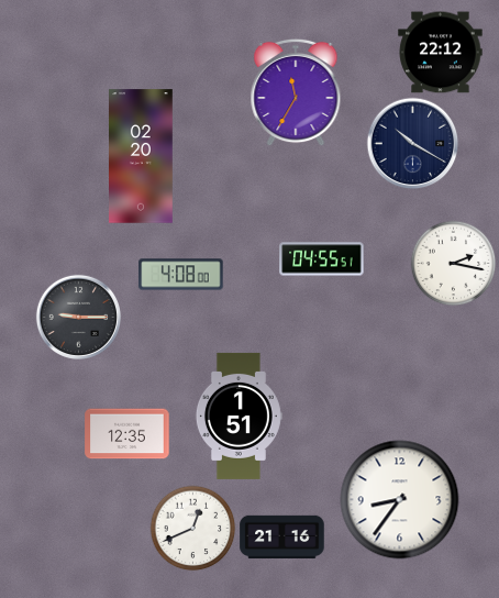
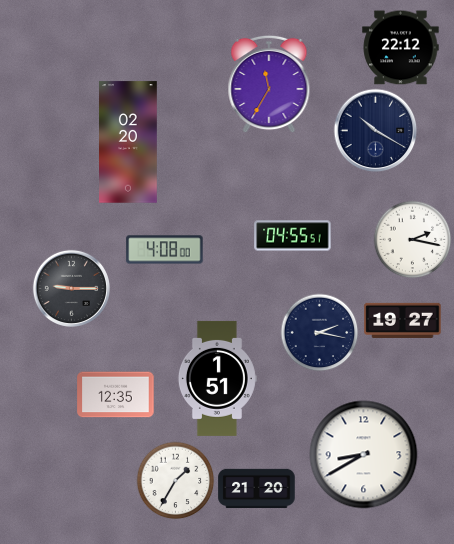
clock at (403, 320): none -> 19:27
clock at (319, 332): none -> 2:17
clock at (400, 500): 8:36 -> 8:40
clock at (192, 528): 12:41 -> 1:35
clock at (282, 538): 21:16 -> 21:20
